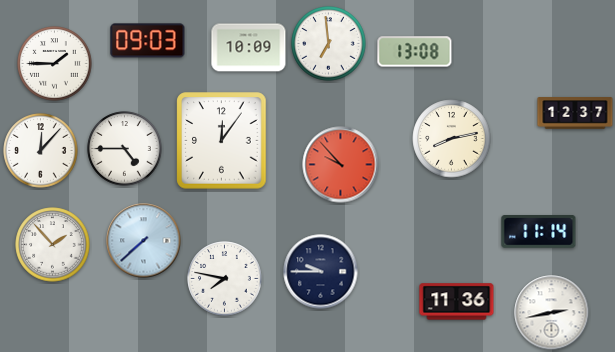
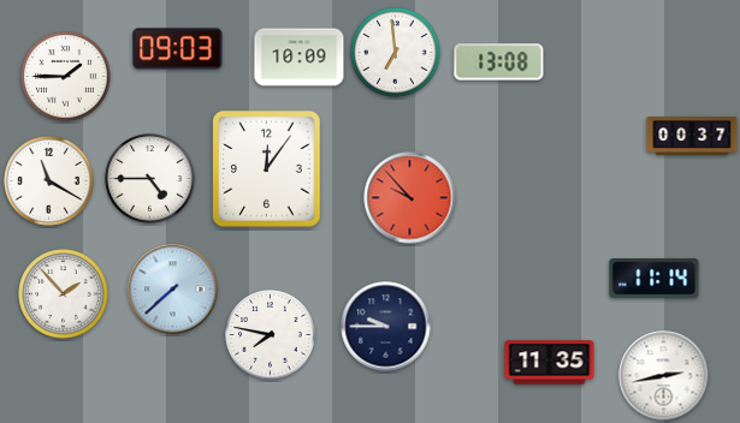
clock at (575, 113): 12:37 -> 00:37
clock at (452, 139): 8:13 -> none
clock at (41, 151): 12:07 -> 11:20
clock at (539, 232) position: (539, 232) -> (655, 279)
clock at (457, 302): 11:36 -> 11:35
